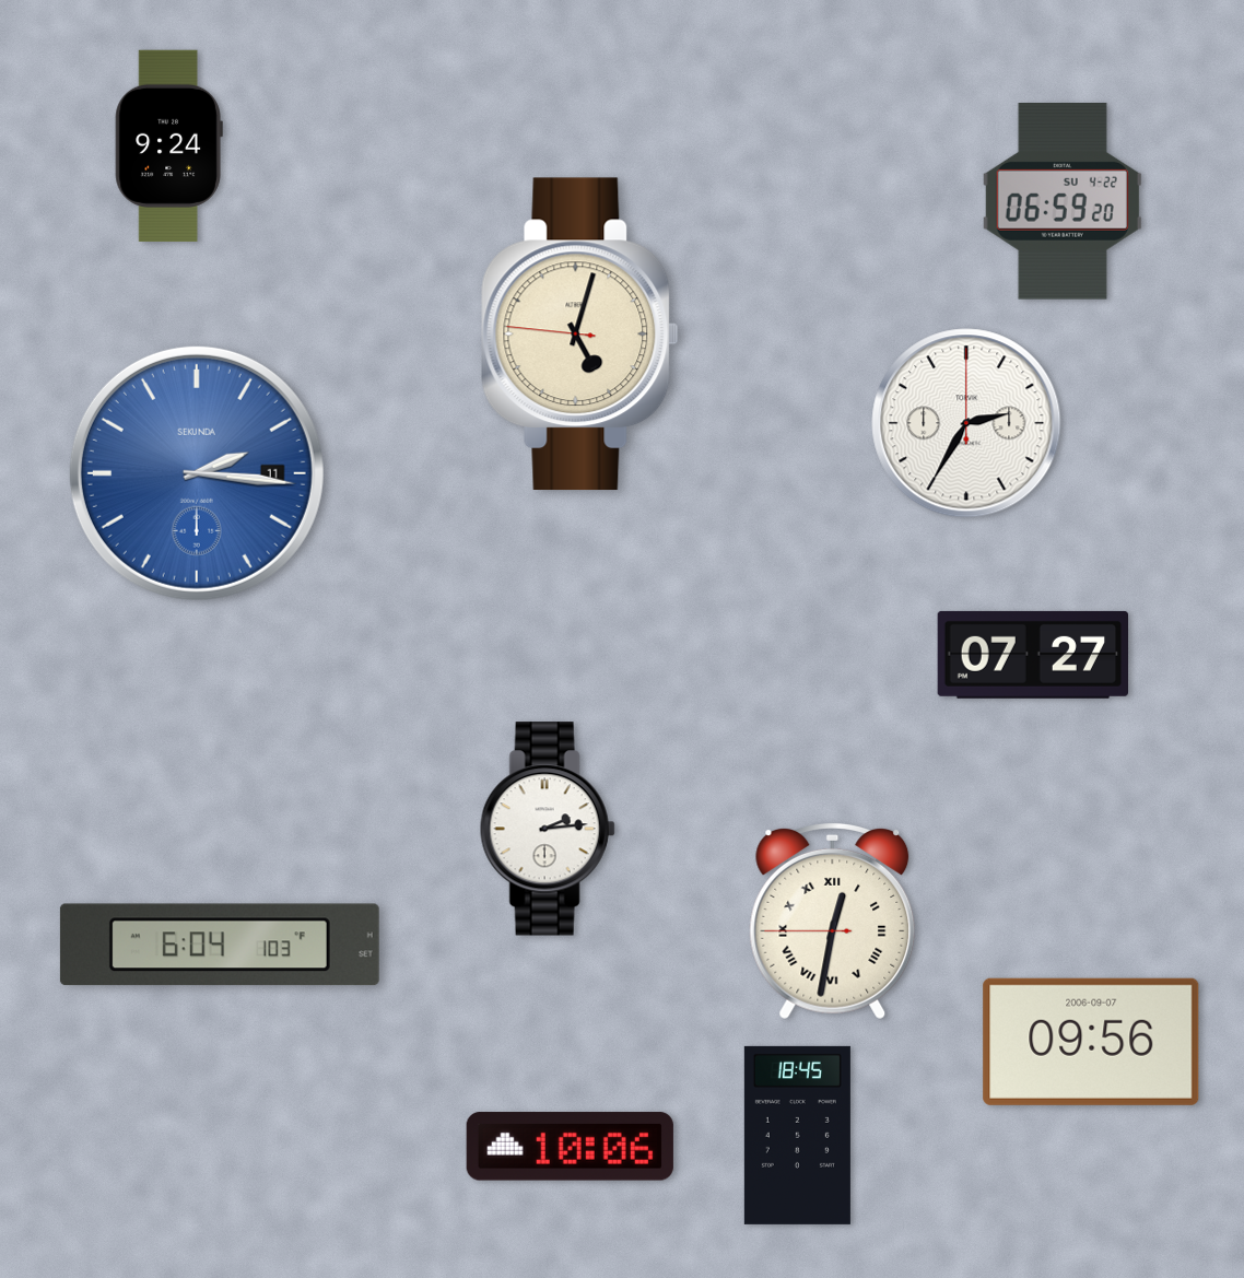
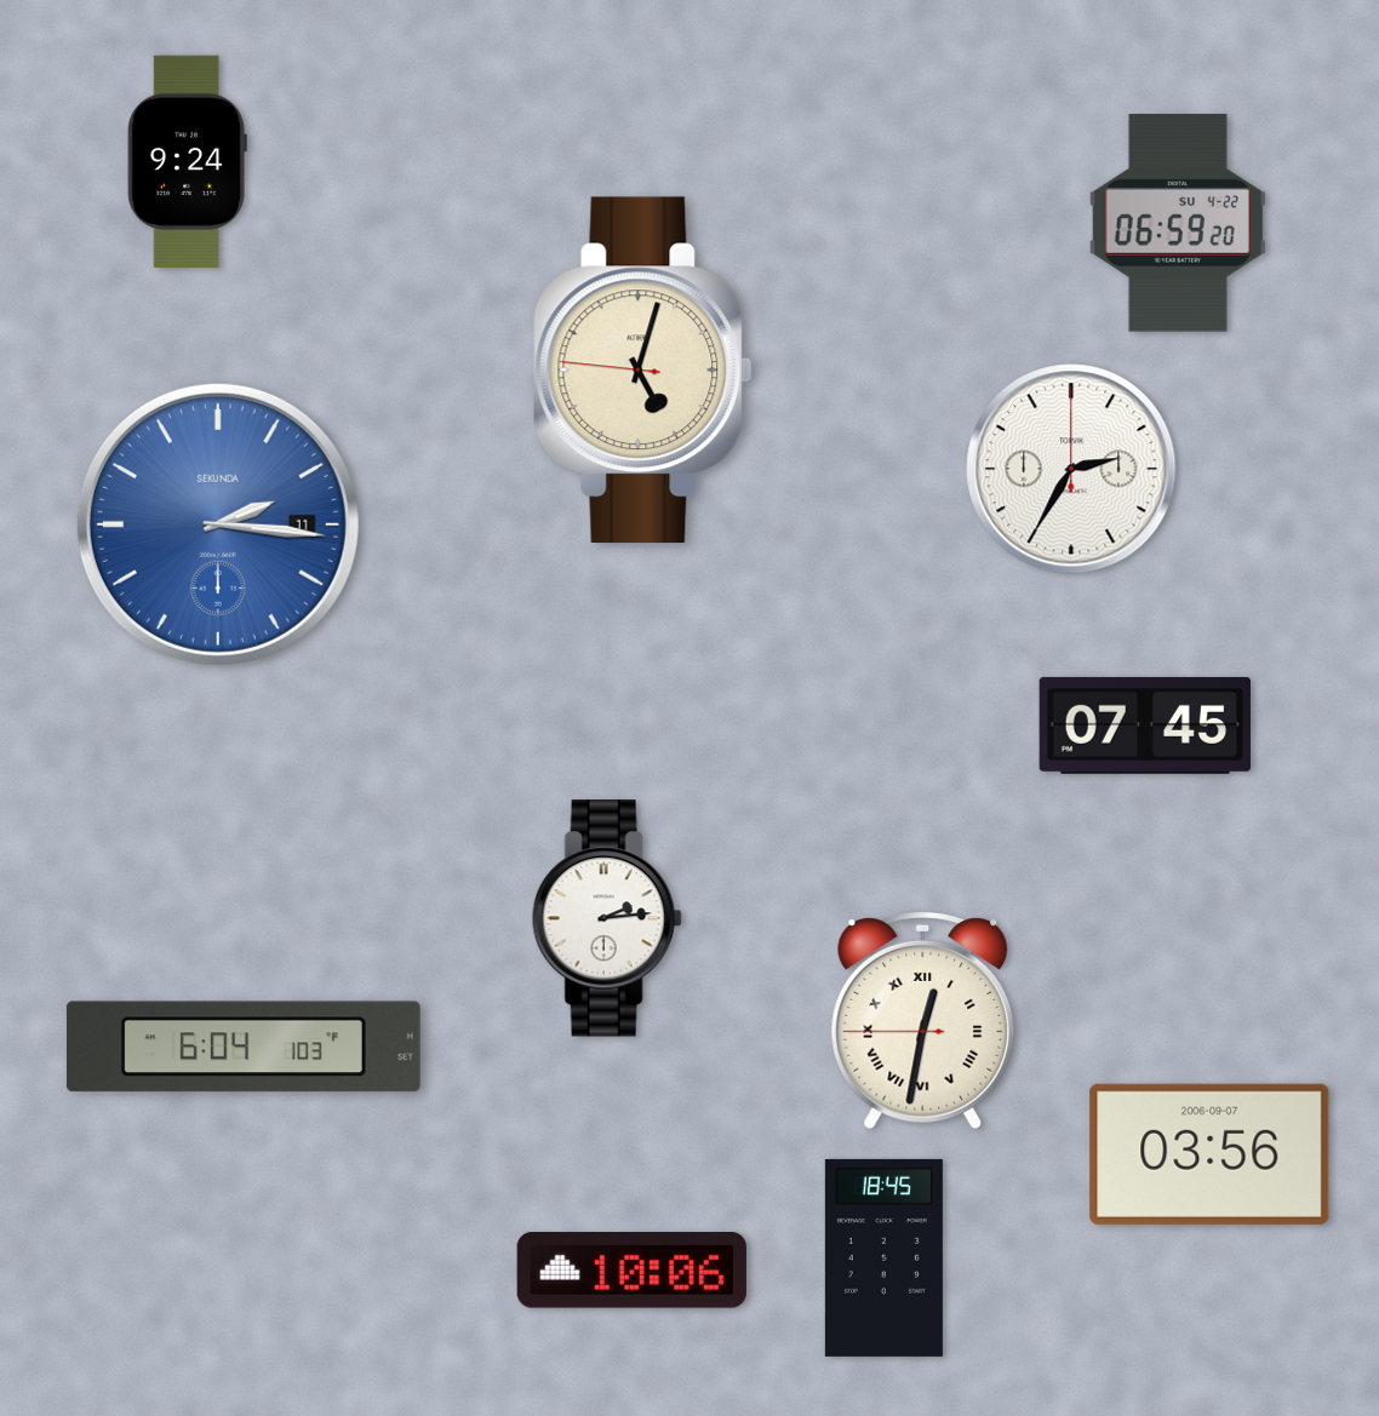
clock at (1032, 655): 07:27 -> 07:45
clock at (1091, 1042): 09:56 -> 03:56
